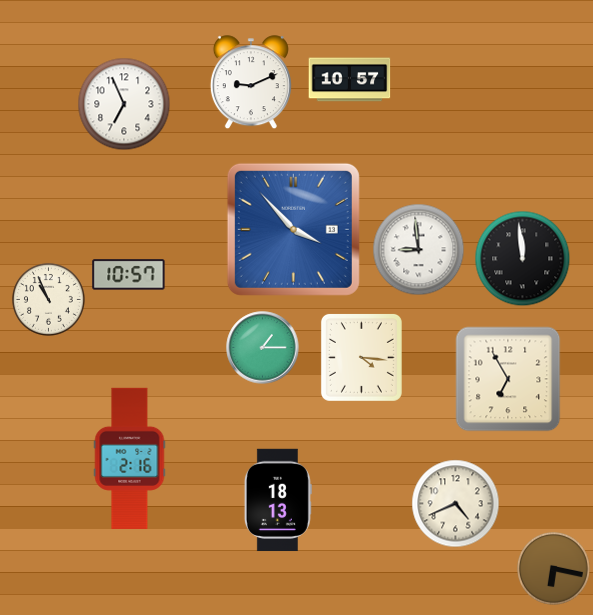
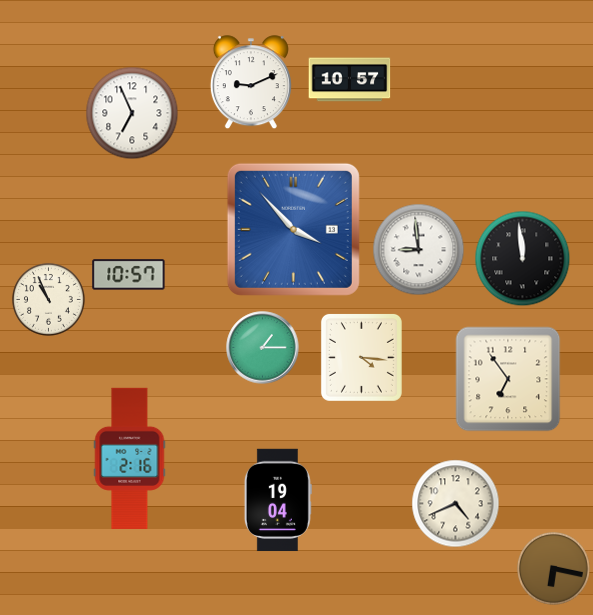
clock at (124, 104) position: (124, 104) -> (132, 113)
clock at (508, 379): 6:55 -> 6:54
clock at (278, 500): 18:13 -> 19:04
